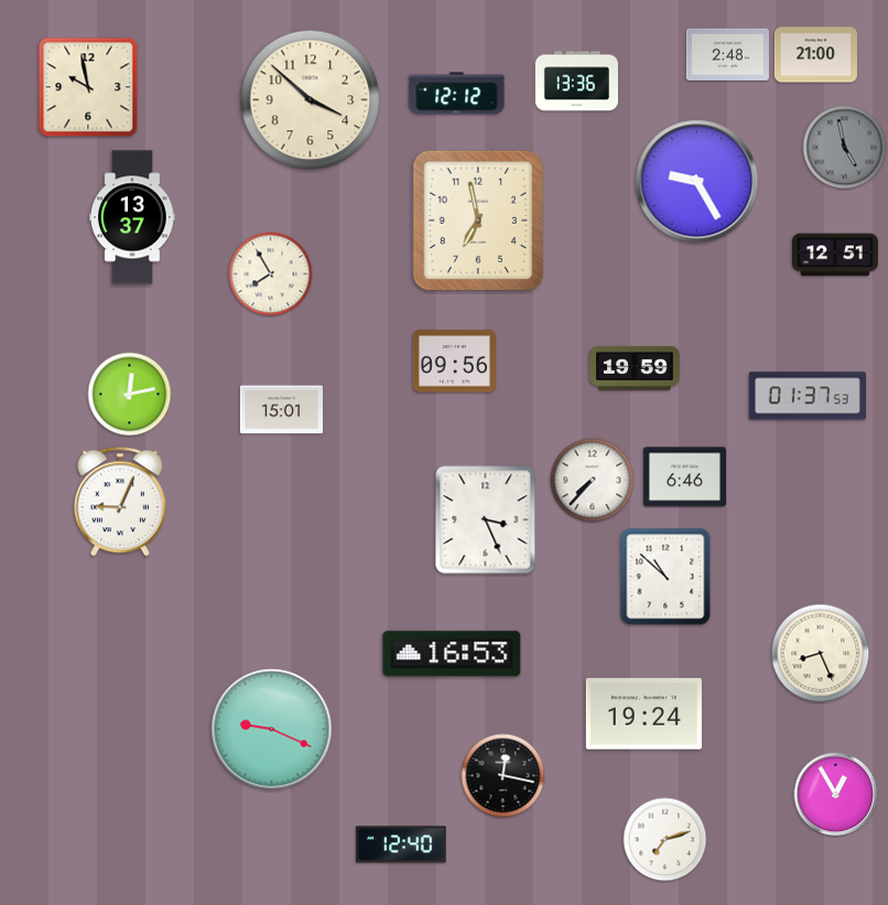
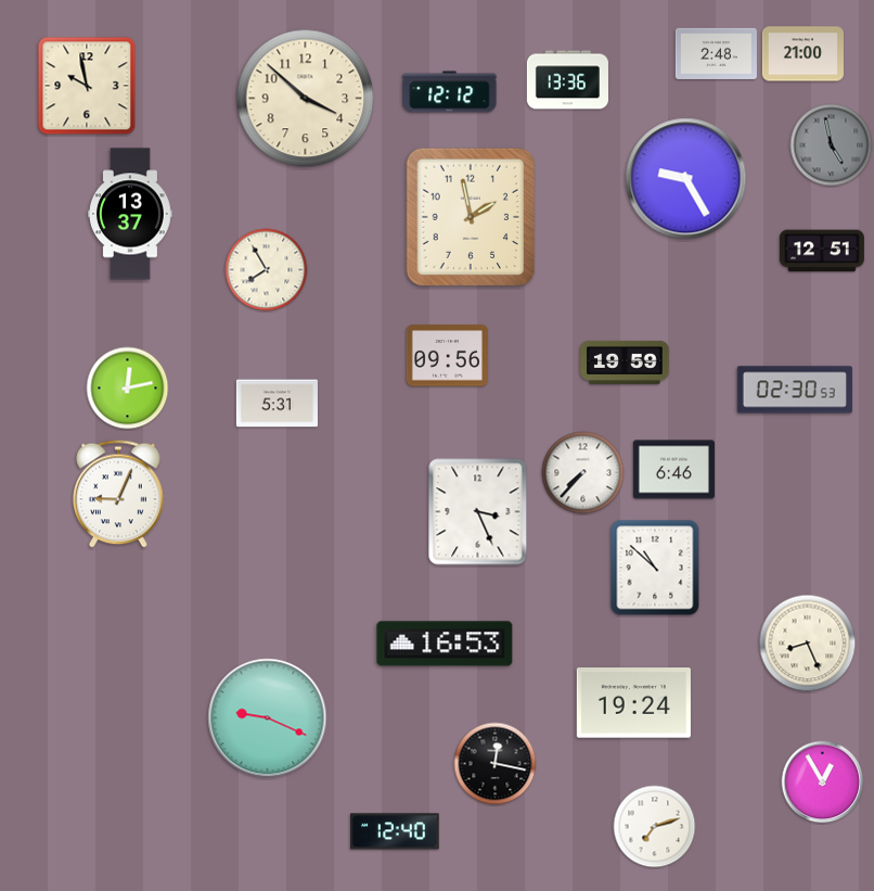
clock at (478, 220): 6:58 -> 1:58
clock at (808, 396): 01:37 -> 02:30
clock at (281, 410): 15:01 -> 5:31
